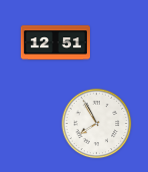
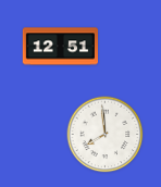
clock at (97, 124): 7:55 -> 7:59
